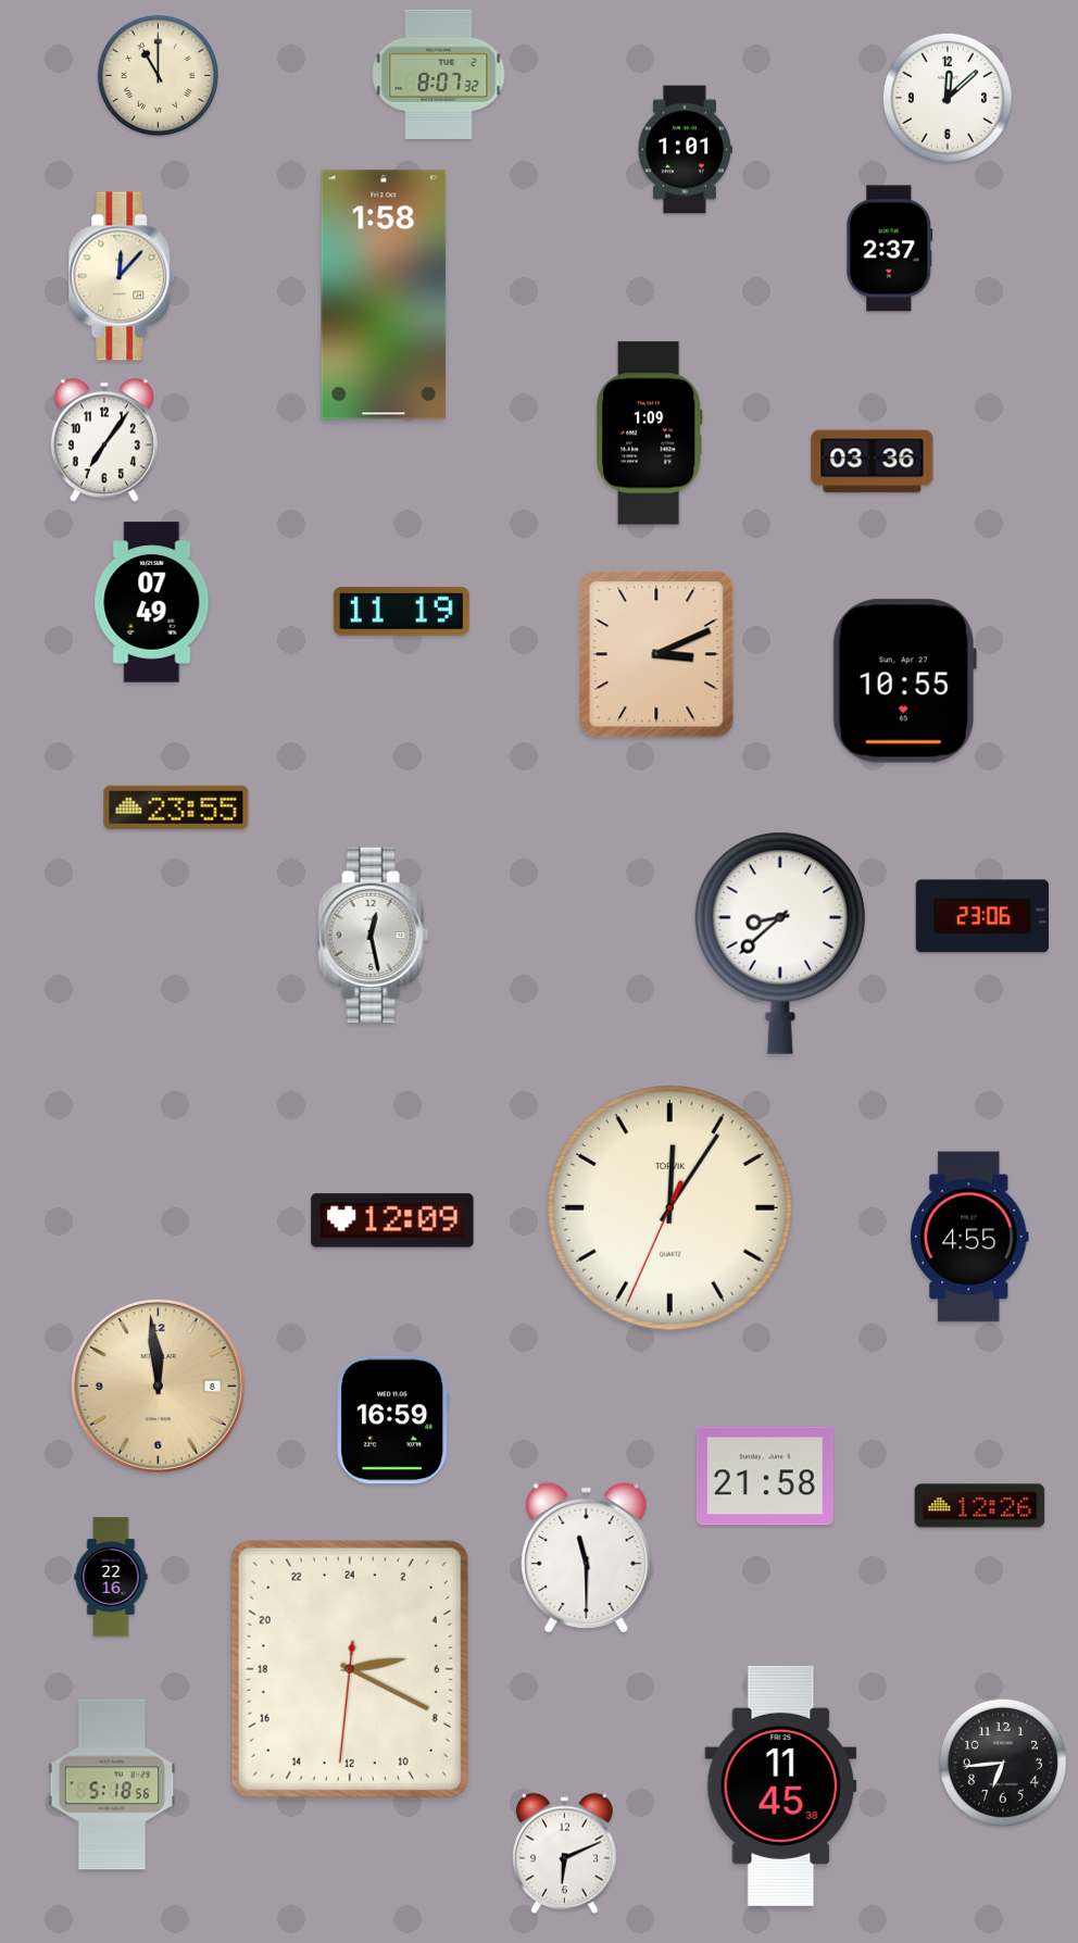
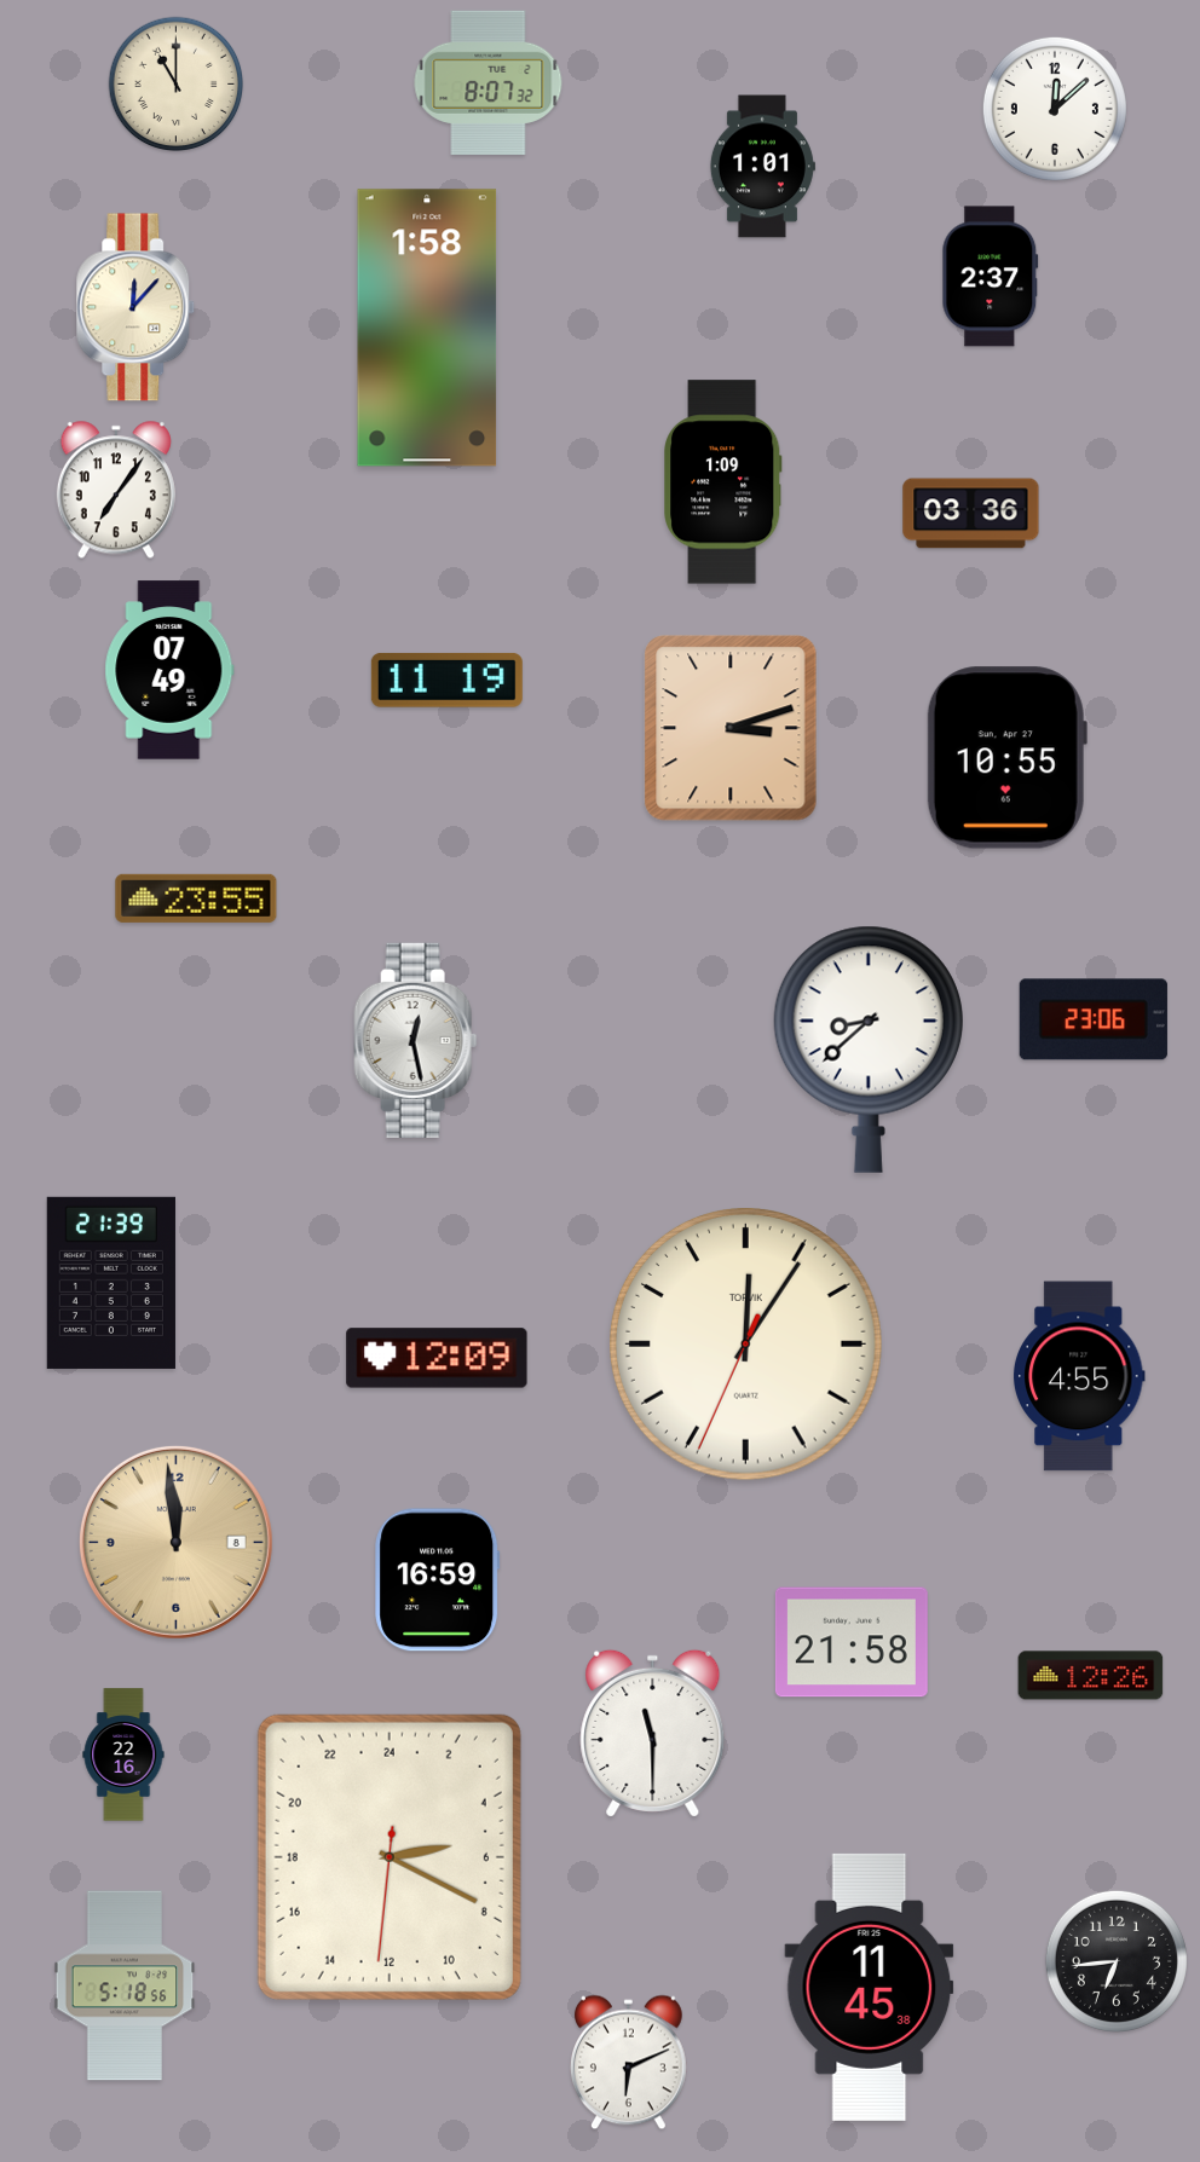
clock at (656, 654): 3:11 -> 3:12
clock at (111, 1283): none -> 21:39
